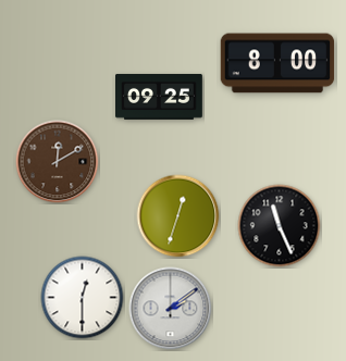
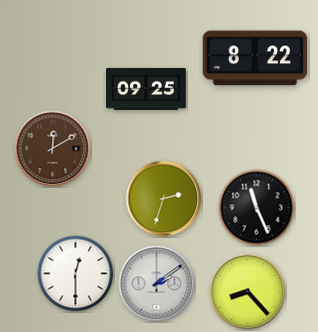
clock at (277, 63): 8:00 -> 8:22
clock at (178, 216): 12:33 -> 2:33
clock at (248, 292): none -> 8:23
